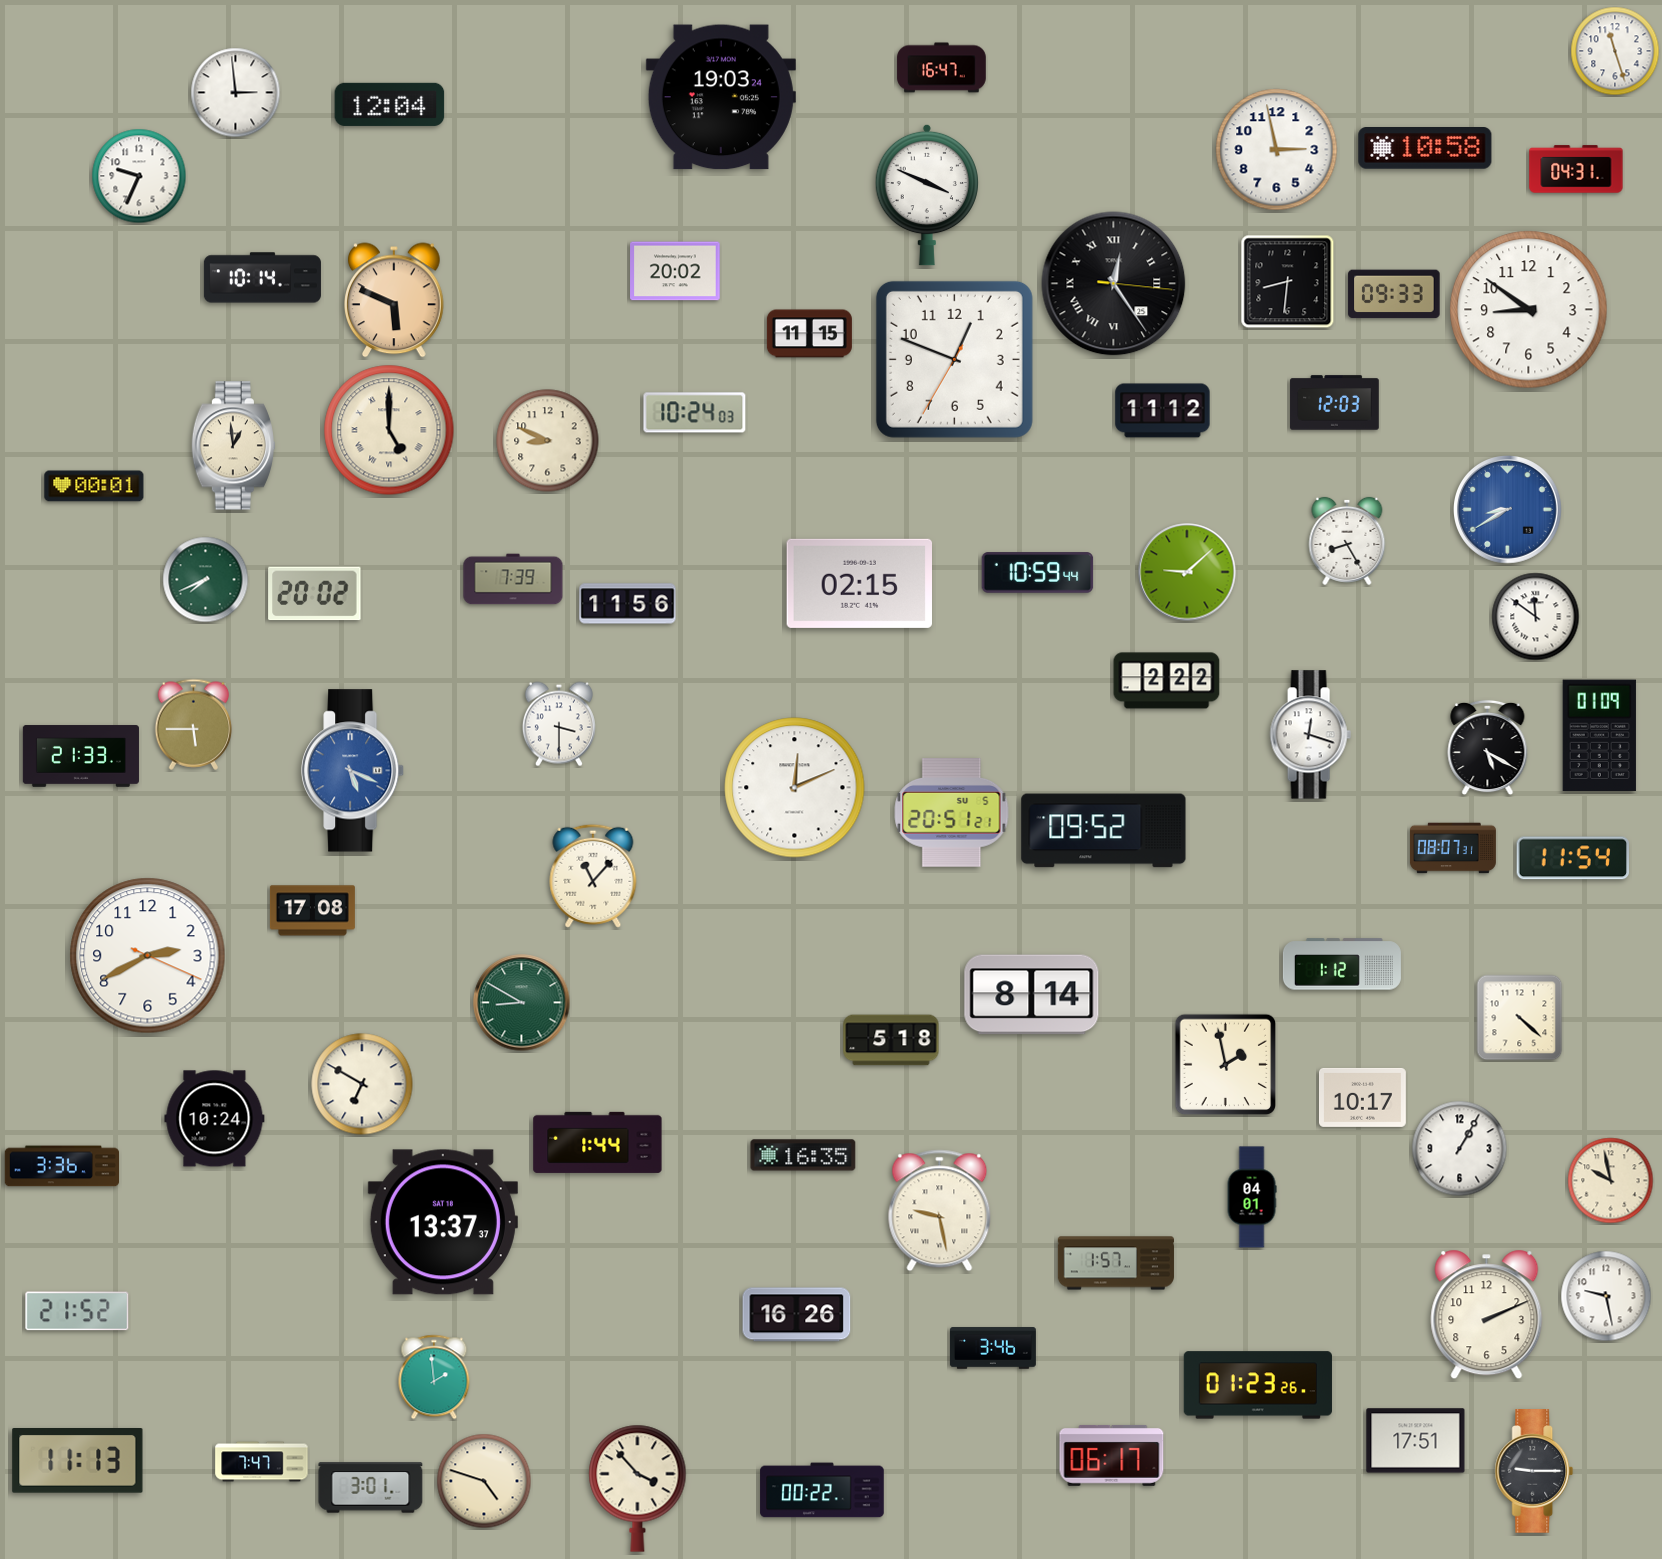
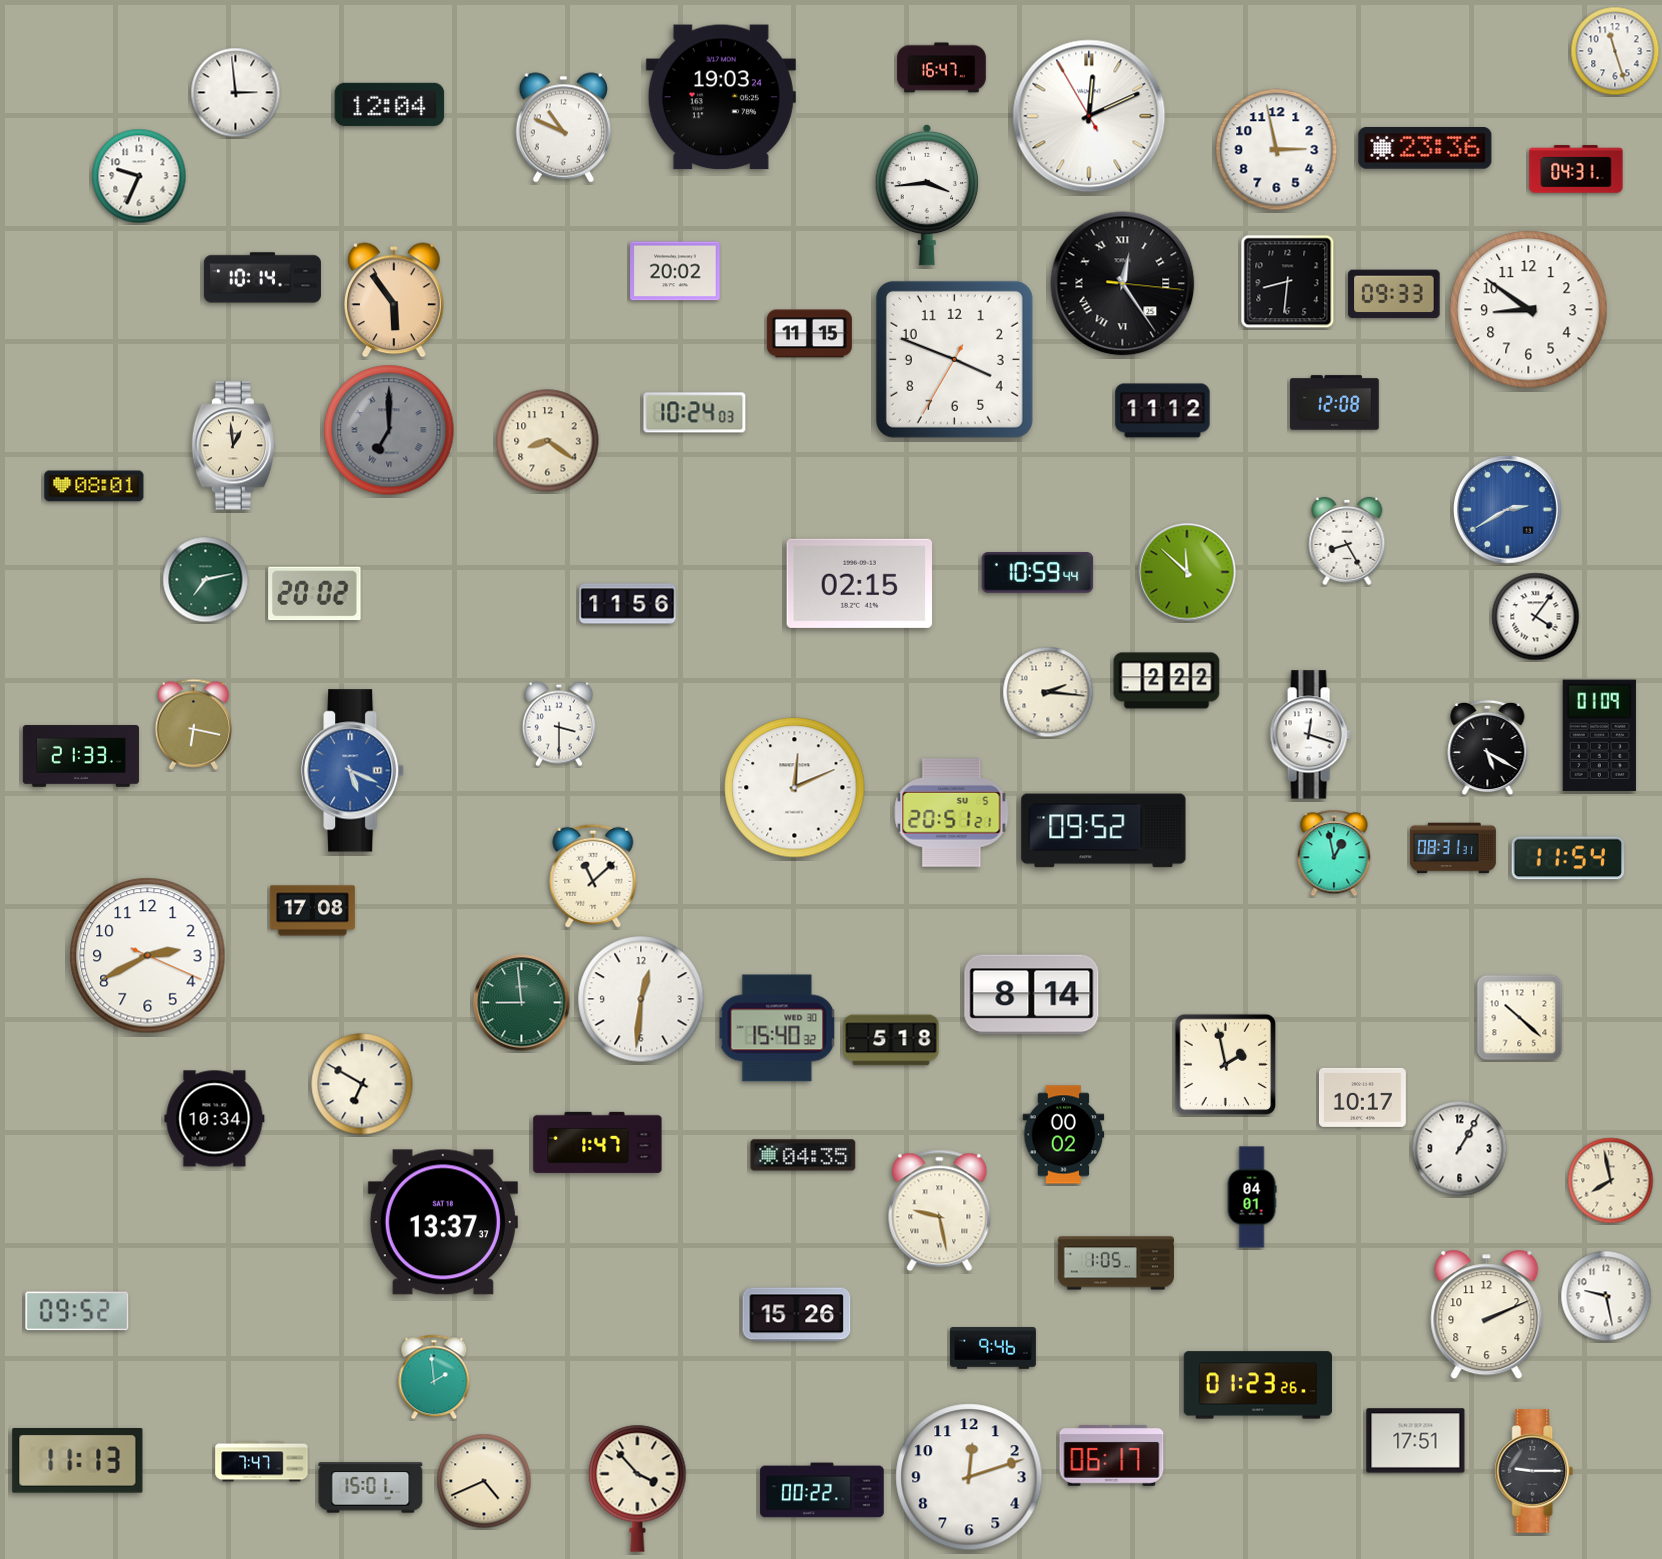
clock at (1089, 116): none -> 12:10
clock at (563, 128): none -> 10:49
clock at (1425, 149): 10:58 -> 23:36
clock at (927, 195): 3:49 -> 3:44
clock at (1114, 284) position: (1114, 284) -> (1123, 284)
clock at (395, 300): 5:49 -> 5:54
clock at (954, 359): 12:48 -> 3:48
clock at (1335, 403): 12:03 -> 12:08
clock at (389, 430): 5:00 -> 7:00
clock at (389, 430) dial: cream -> grey
clock at (548, 441): 8:49 -> 8:21
clock at (94, 486): 00:01 -> 08:01
clock at (1508, 510): 8:40 -> 2:40
clock at (1187, 572): 9:08 -> 11:52
clock at (513, 579): 7:39 -> none
clock at (206, 580): 7:41 -> 7:13
clock at (1536, 617): 11:51 -> 4:06
clock at (1048, 692): none -> 2:16
clock at (194, 724): 5:45 -> 6:17
clock at (1453, 848): 08:07 -> 08:31
clock at (1334, 853): none -> 12:58
clock at (1572, 858) position: (1572, 858) -> (1567, 858)
clock at (593, 876): 11:07 -> 11:08
clock at (1342, 964): 1:12 -> none
clock at (641, 999): none -> 12:31
clock at (522, 1003): 8:50 -> 8:59
clock at (1520, 1018): 4:22 -> 10:22
clock at (777, 1028): none -> 15:40
clock at (215, 1119): 10:24 -> 10:34
clock at (1064, 1135): none -> 00:02
clock at (598, 1142): 1:44 -> 1:47
clock at (803, 1155): 16:35 -> 04:35
clock at (61, 1166): 3:36 -> none
clock at (1611, 1181): 9:58 -> 7:58
clock at (1116, 1263): 1:57 -> 1:05
clock at (77, 1311): 21:52 -> 09:52
clock at (797, 1315): 16:26 -> 15:26
clock at (993, 1348): 3:46 -> 9:46
clock at (969, 1477): none -> 12:12
clock at (484, 1481): 4:48 -> 4:41
clock at (371, 1488): 3:01 -> 15:01
